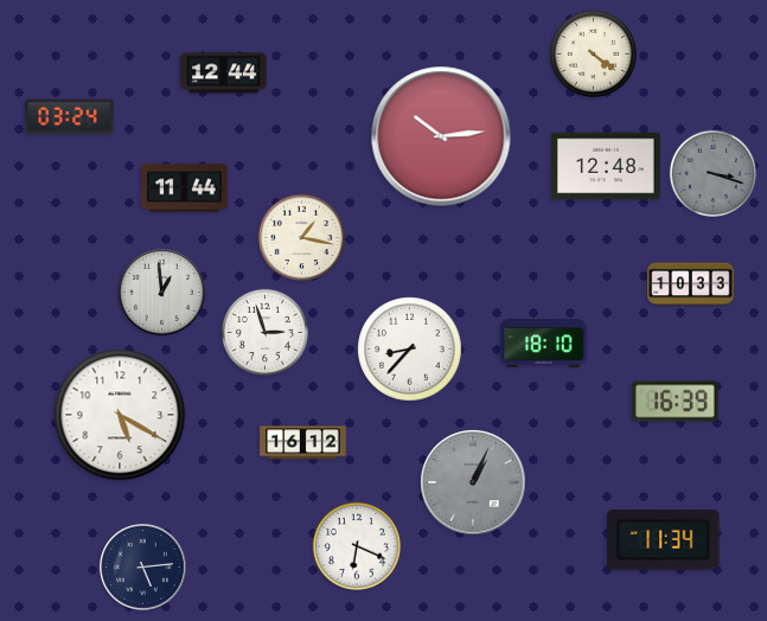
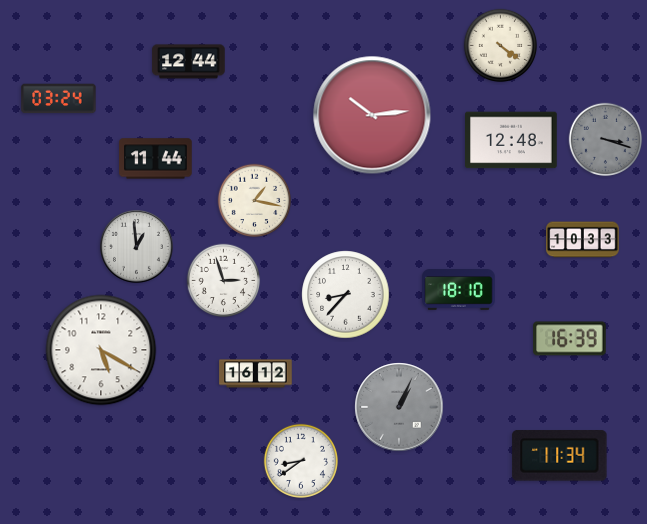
clock at (714, 174) position: (714, 174) -> (606, 140)
clock at (356, 545): 6:19 -> 8:39
clock at (143, 568): 5:14 -> none
